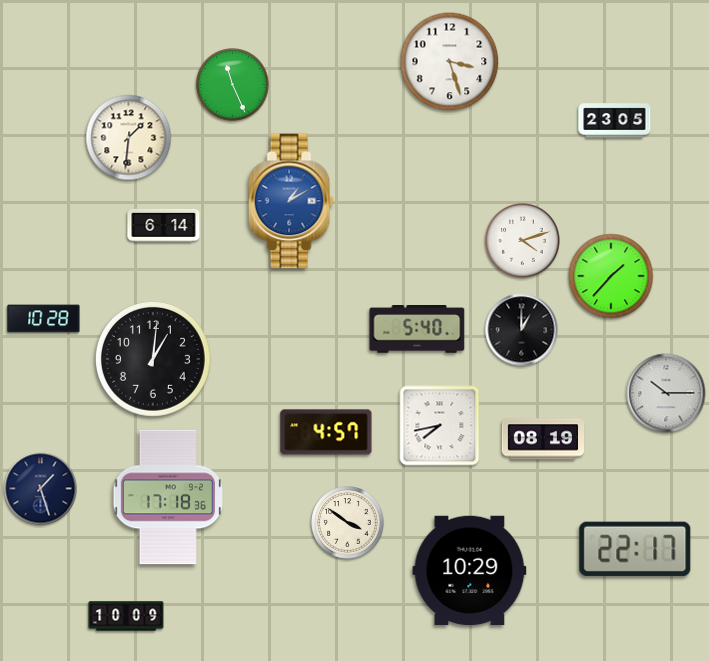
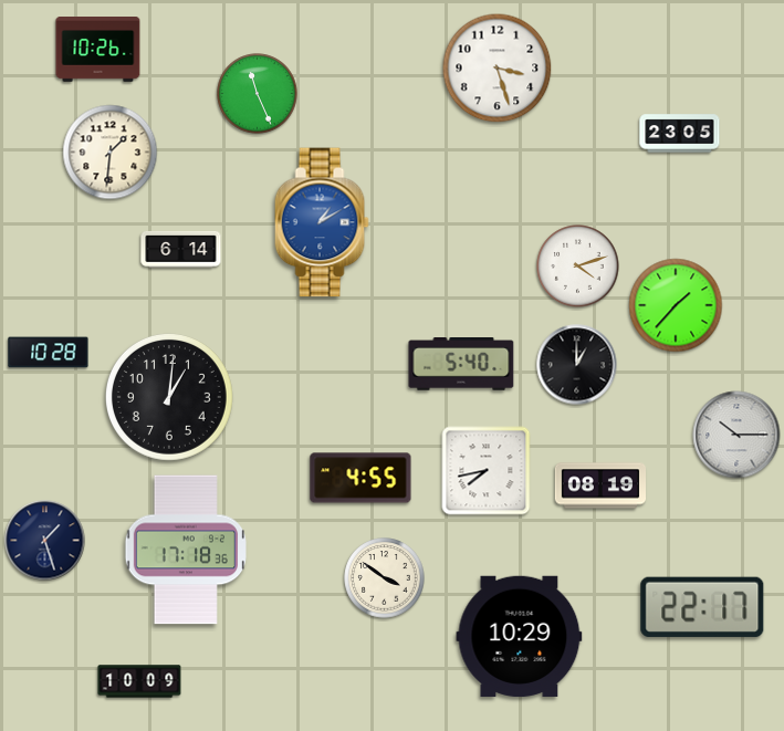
clock at (98, 50): none -> 10:26
clock at (129, 138) position: (129, 138) -> (111, 153)
clock at (326, 432): 4:57 -> 4:55
clock at (470, 570) position: (470, 570) -> (520, 636)
